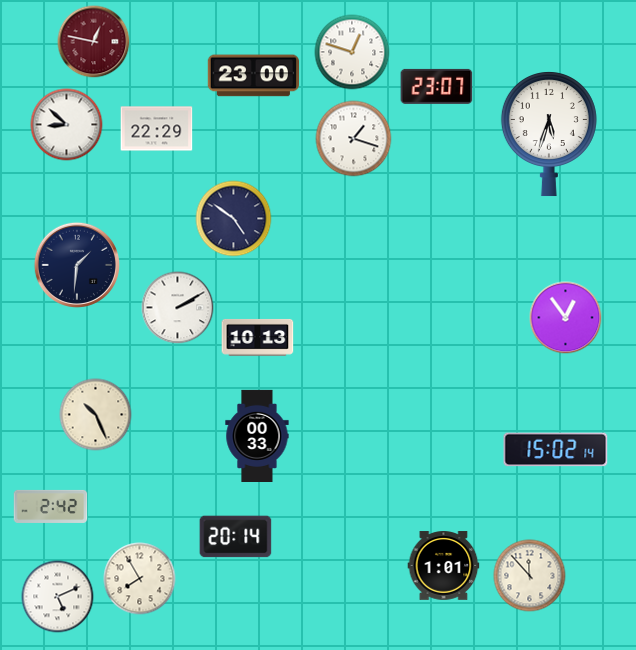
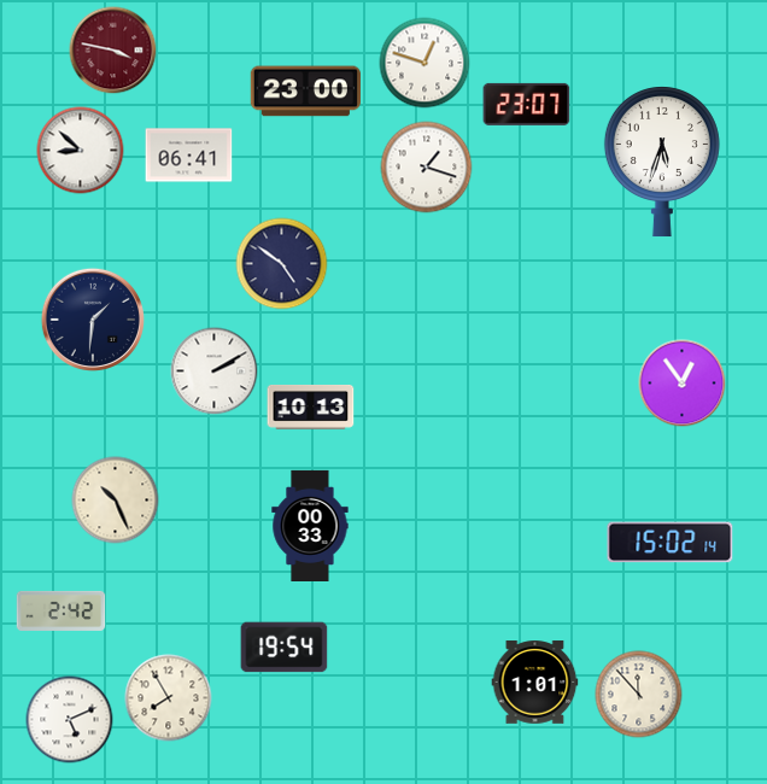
clock at (94, 42): 12:47 -> 3:47
clock at (157, 129): 22:29 -> 06:41
clock at (236, 537): 20:14 -> 19:54
